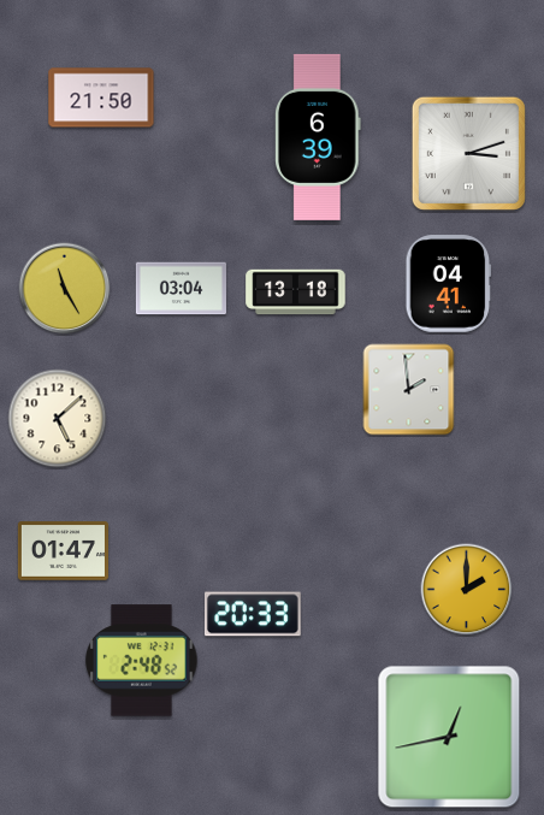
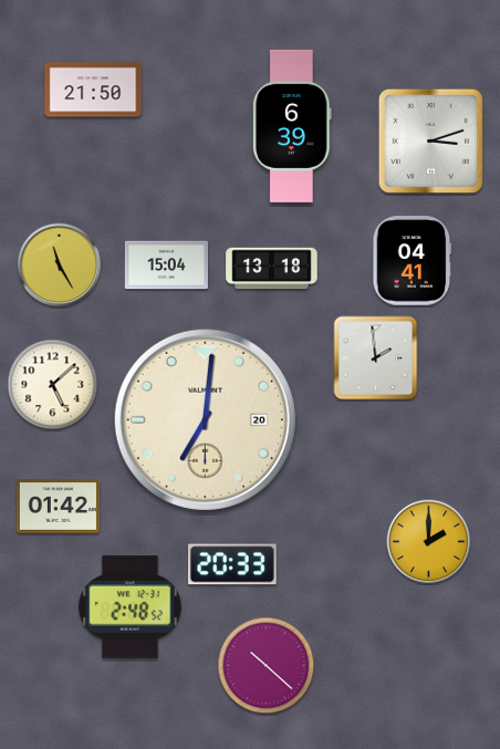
clock at (181, 289): 03:04 -> 15:04
clock at (205, 419): none -> 7:01
clock at (63, 551): 01:47 -> 01:42
clock at (267, 666): none -> 10:22
clock at (449, 737): 12:43 -> none
